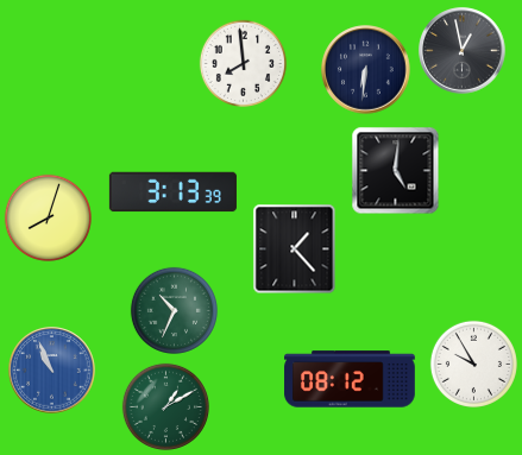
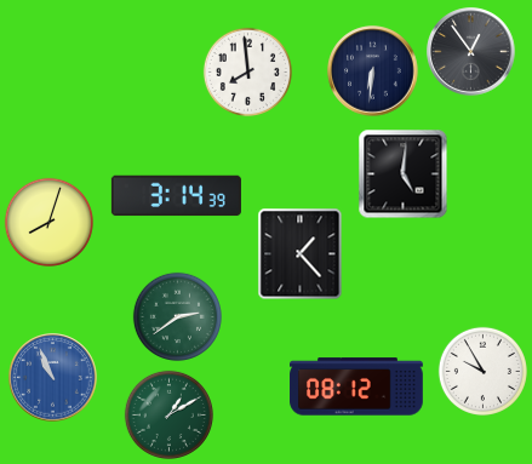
clock at (463, 51): 12:58 -> 12:54
clock at (243, 63) position: (243, 63) -> (247, 71)
clock at (172, 192): 3:13 -> 3:14
clock at (174, 310): 10:34 -> 2:39
